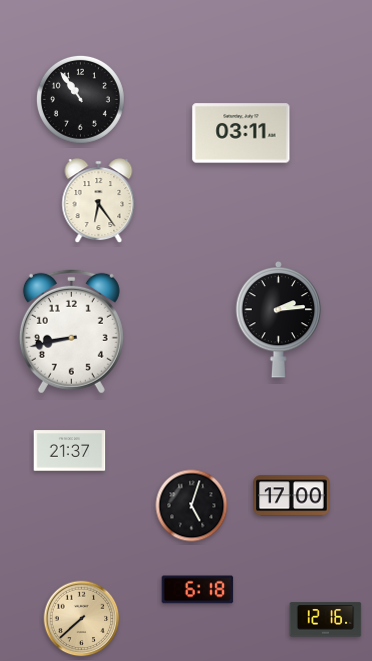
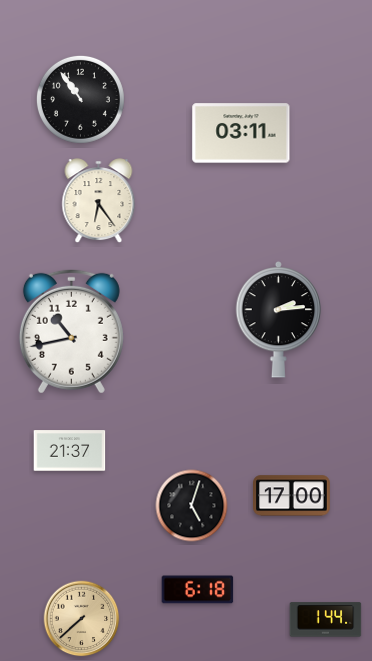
clock at (71, 331): 8:43 -> 10:43
clock at (326, 620): 12:16 -> 1:44
